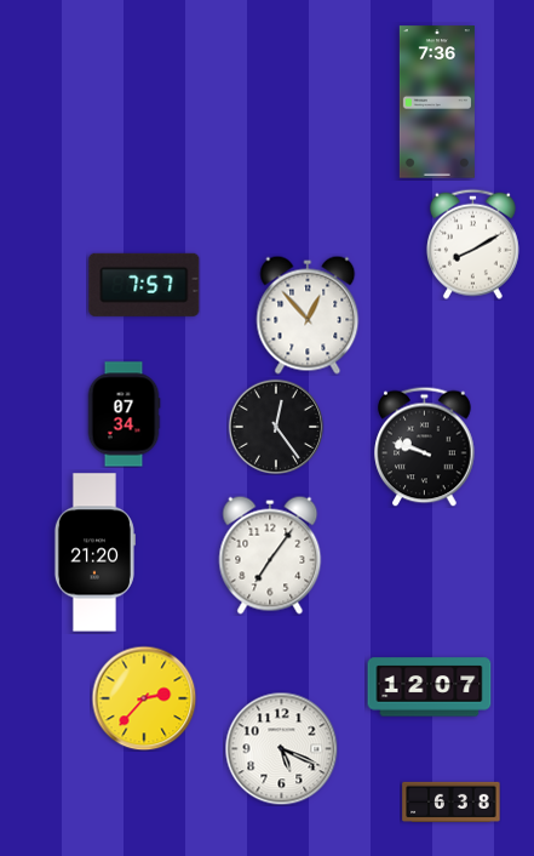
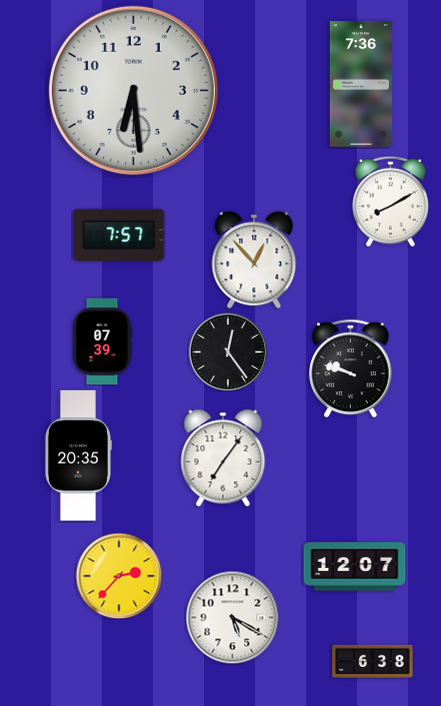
clock at (133, 90): none -> 6:29
clock at (124, 415): 07:34 -> 07:39
clock at (94, 553): 21:20 -> 20:35
clock at (281, 748): 5:19 -> 5:20
